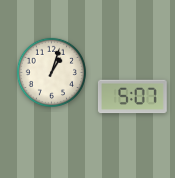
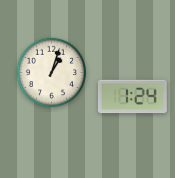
clock at (132, 97): 5:07 -> 1:24
